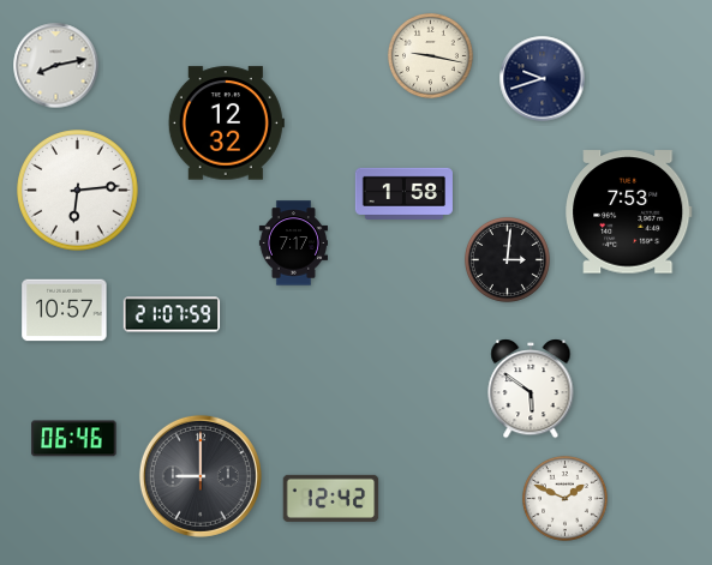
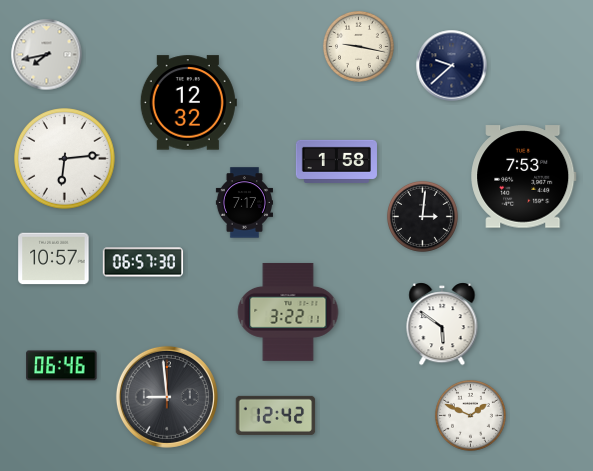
clock at (56, 66): 8:13 -> 7:43
clock at (543, 79): 9:42 -> 9:38
clock at (172, 314): 21:07 -> 06:57
clock at (288, 312): none -> 3:22
clock at (201, 476): 9:00 -> 8:59
